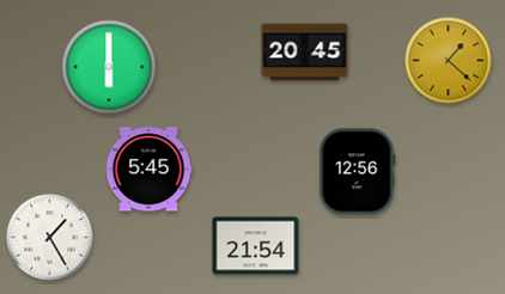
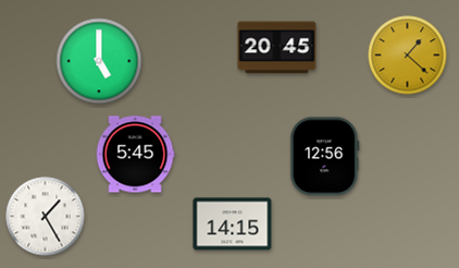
clock at (109, 67): 6:00 -> 5:00
clock at (256, 246): 21:54 -> 14:15
